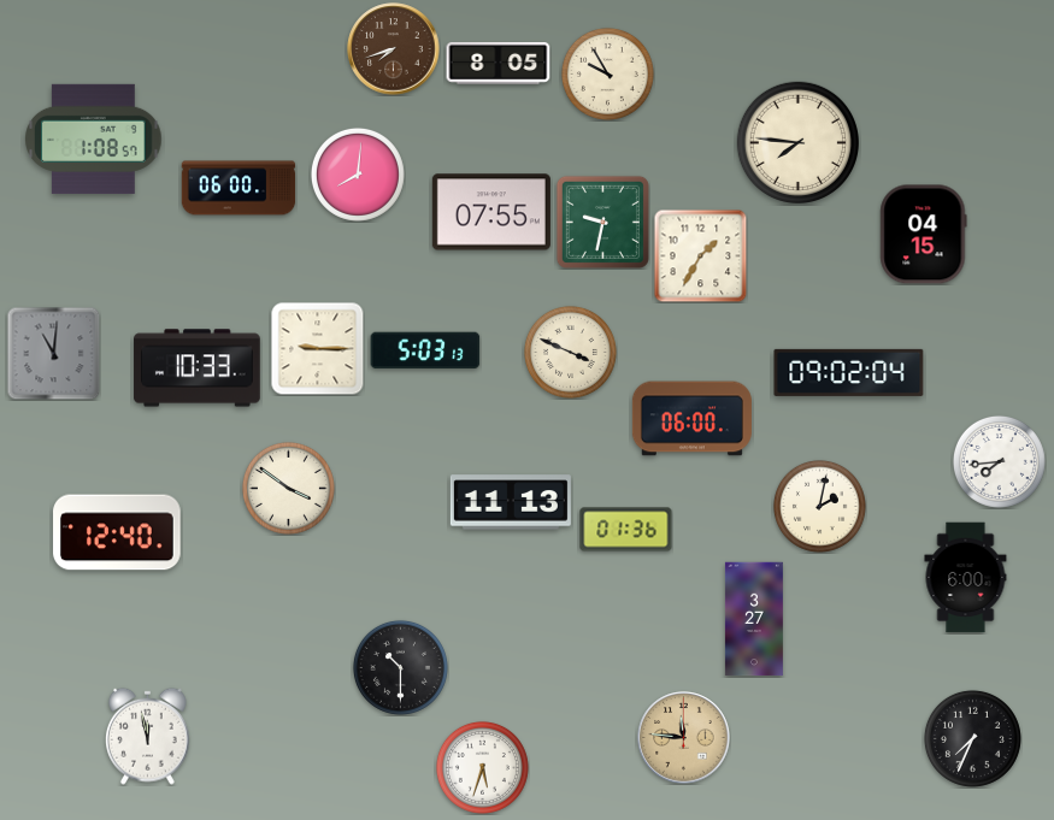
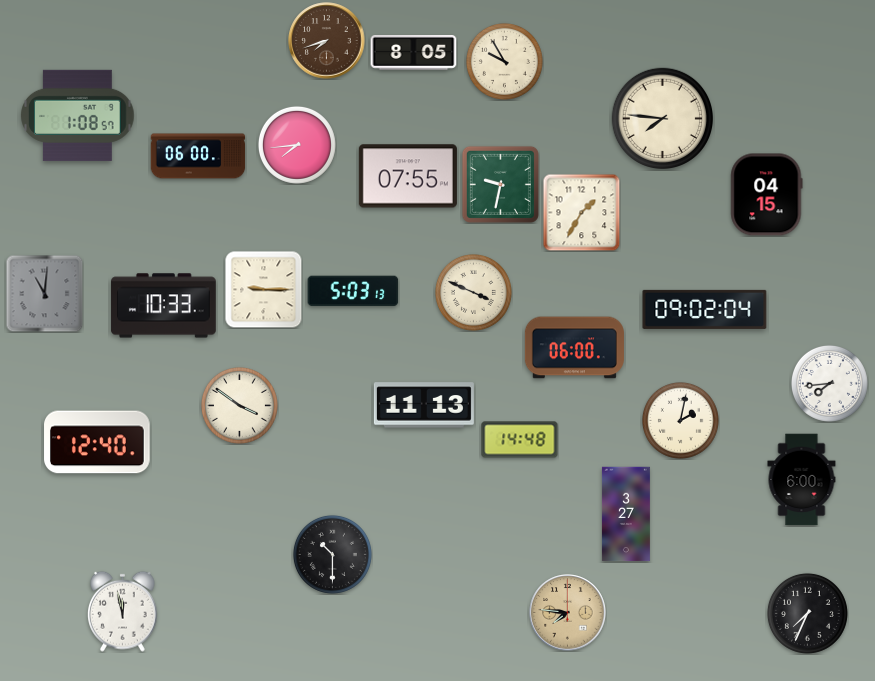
clock at (358, 175): 8:01 -> 7:44
clock at (511, 502) position: (511, 502) -> (424, 405)
clock at (626, 530): 01:36 -> 14:48
clock at (684, 738): 11:46 -> 7:46
clock at (482, 767): 5:33 -> none
